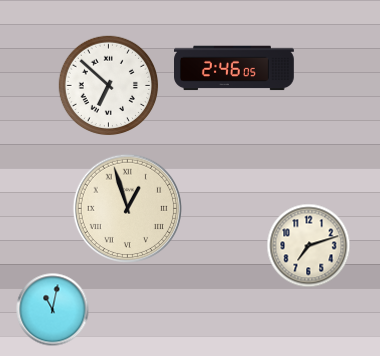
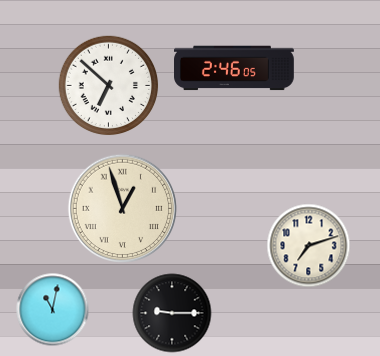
clock at (127, 208) position: (127, 208) -> (122, 208)
clock at (172, 313): none -> 9:15
